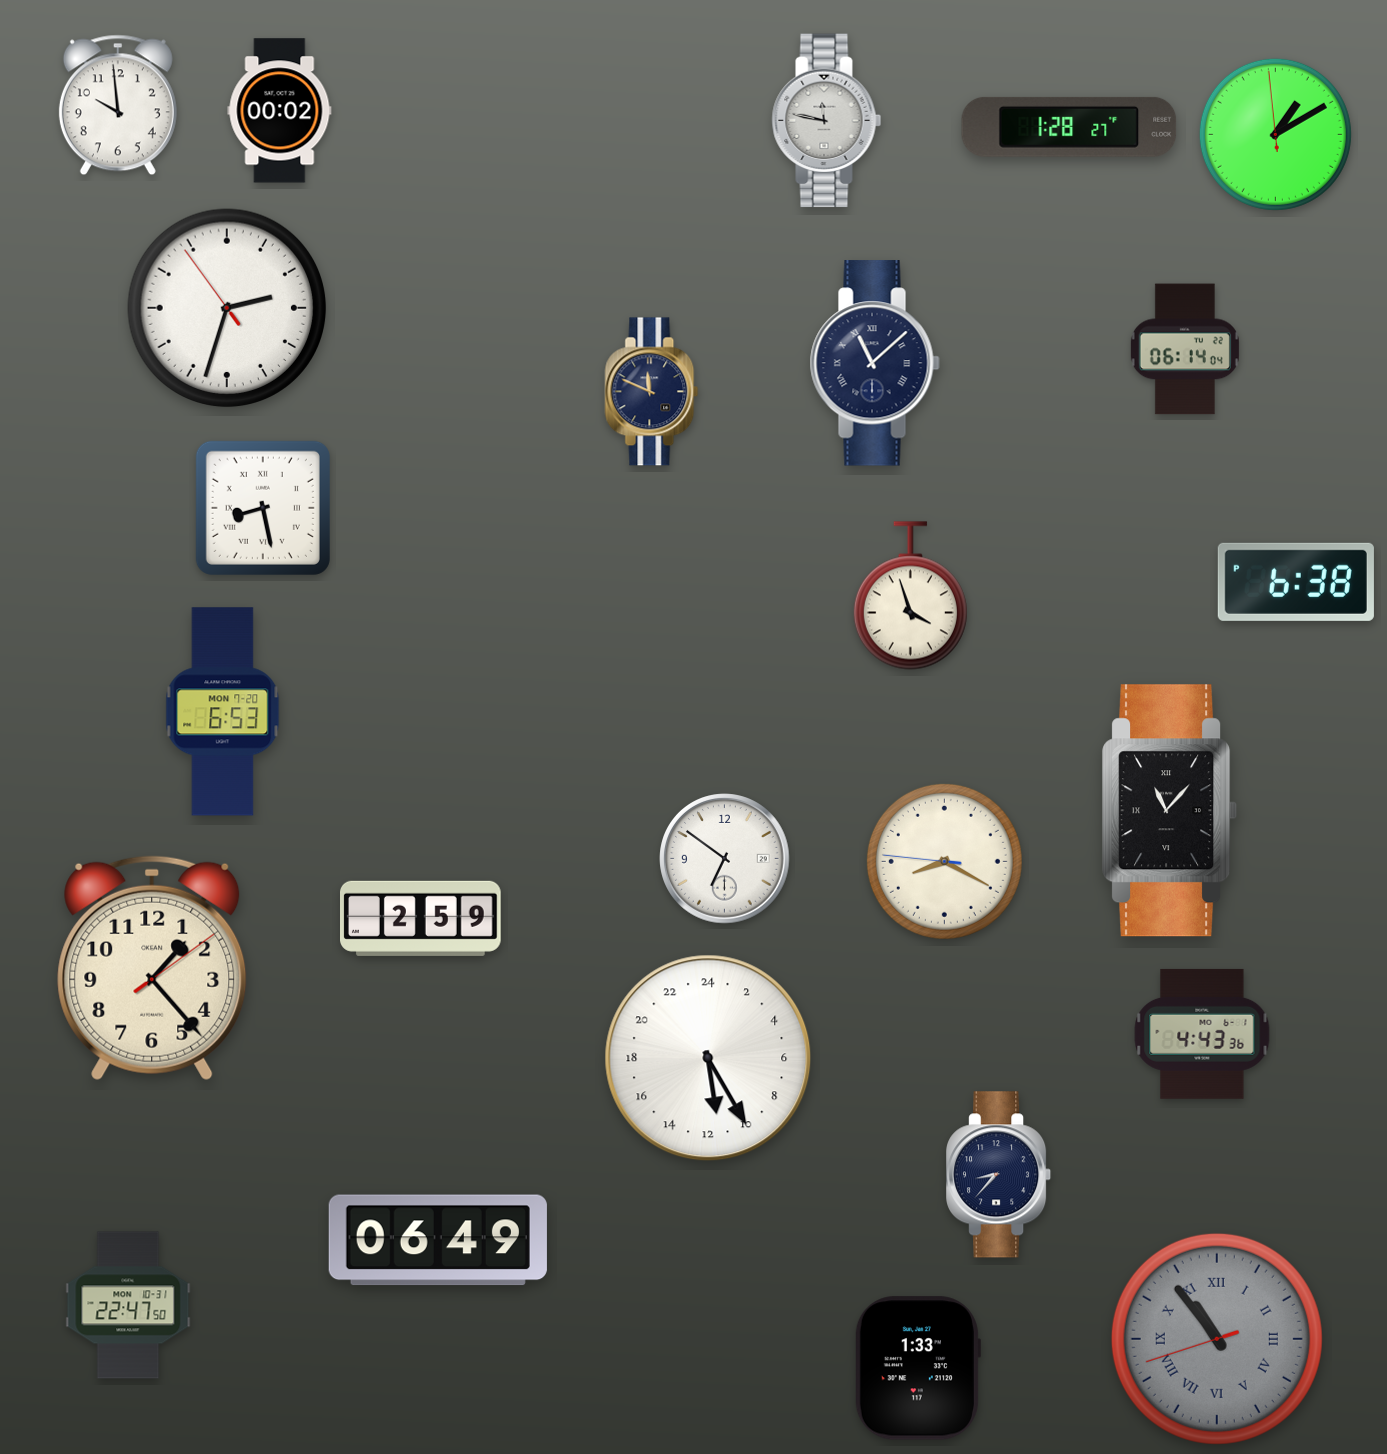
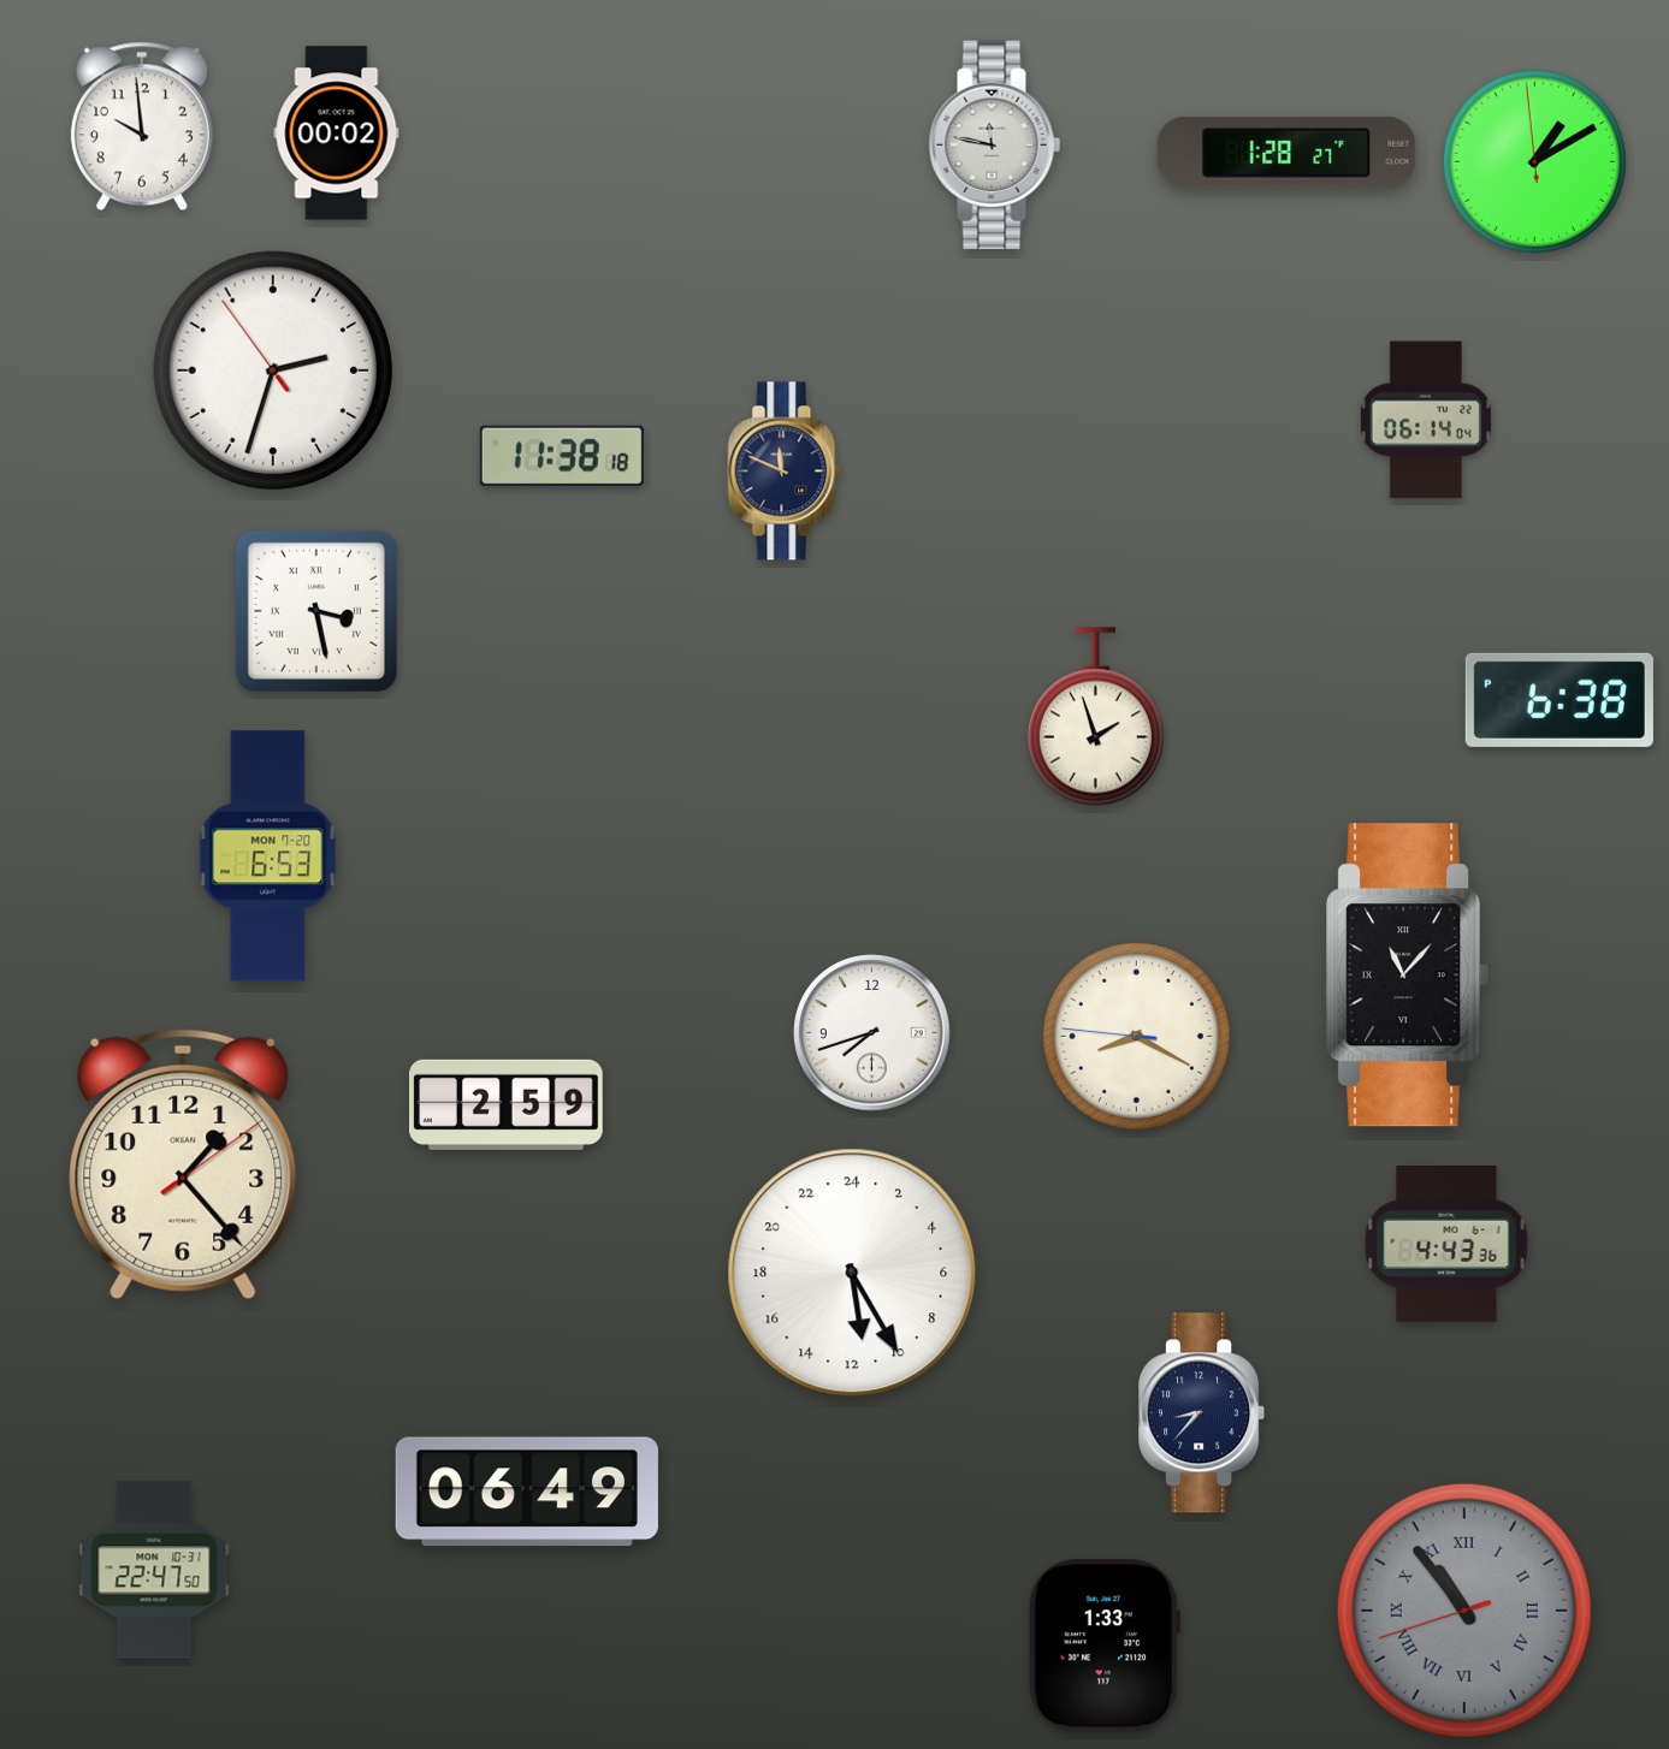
clock at (875, 363): 11:08 -> none
clock at (562, 456): none -> 11:38
clock at (263, 508): 8:28 -> 3:28
clock at (910, 596): 3:57 -> 1:57
clock at (725, 859): 6:51 -> 7:42
